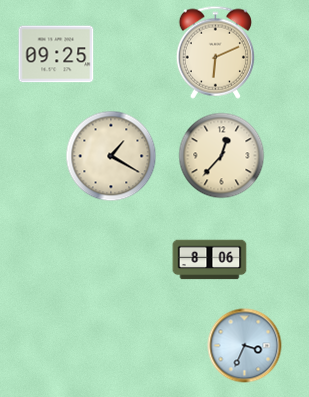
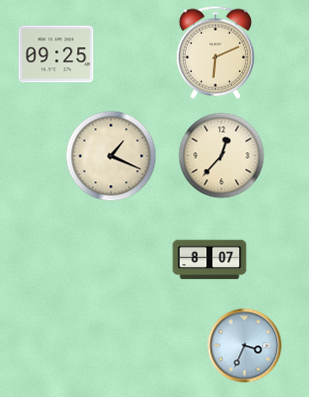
clock at (111, 156): 1:20 -> 1:19
clock at (210, 260): 8:06 -> 8:07
